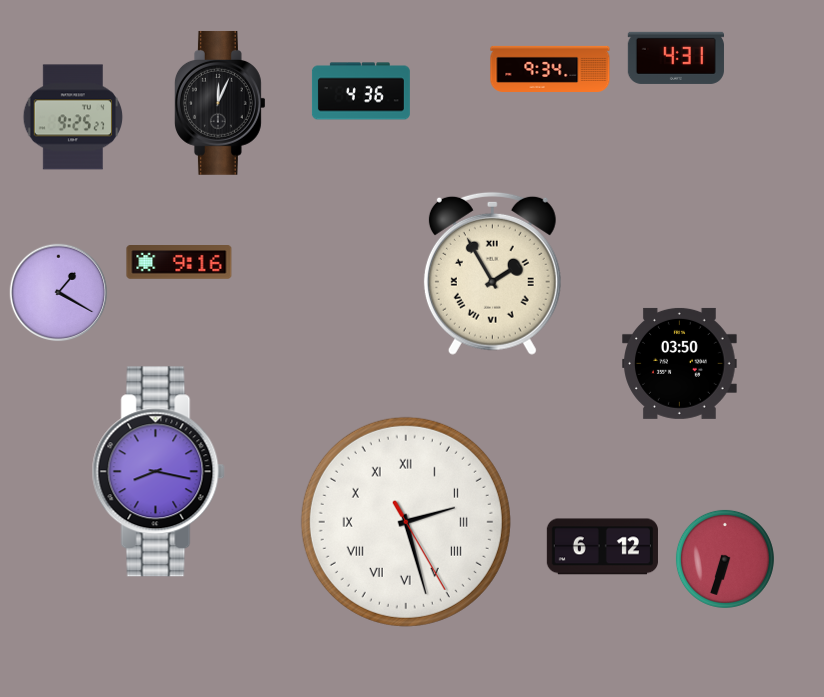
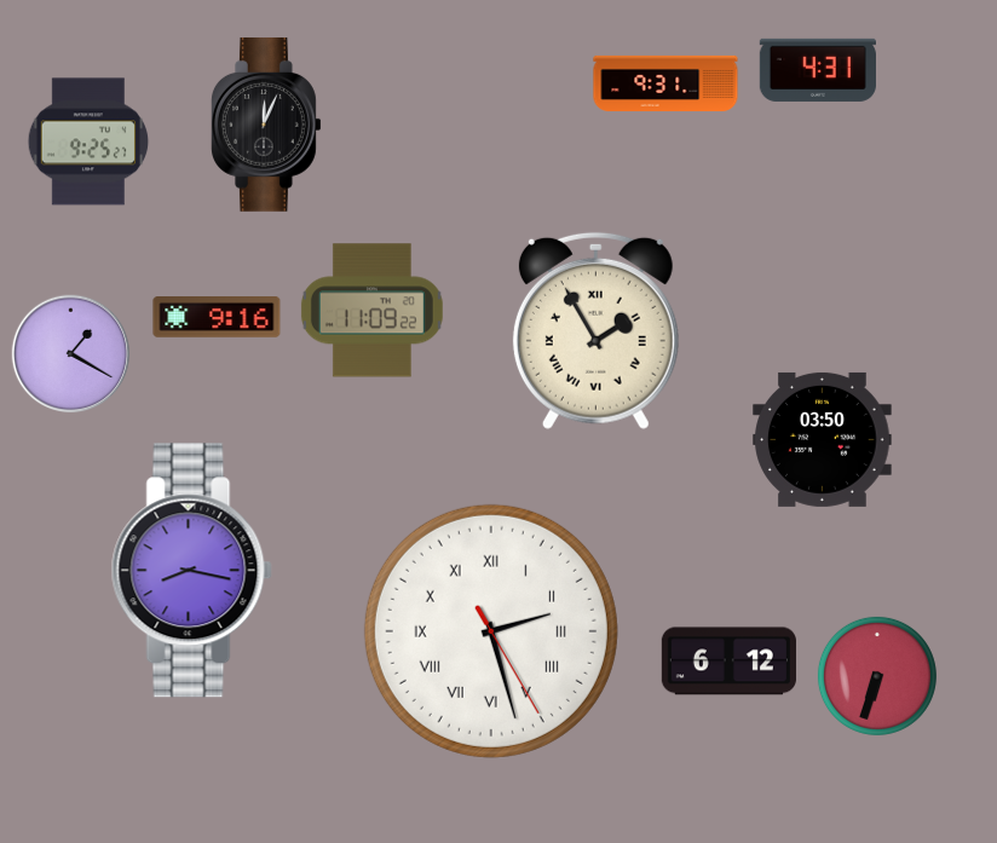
clock at (550, 69): 9:34 -> 9:31
clock at (361, 91): 4:36 -> none
clock at (371, 311): none -> 11:09
